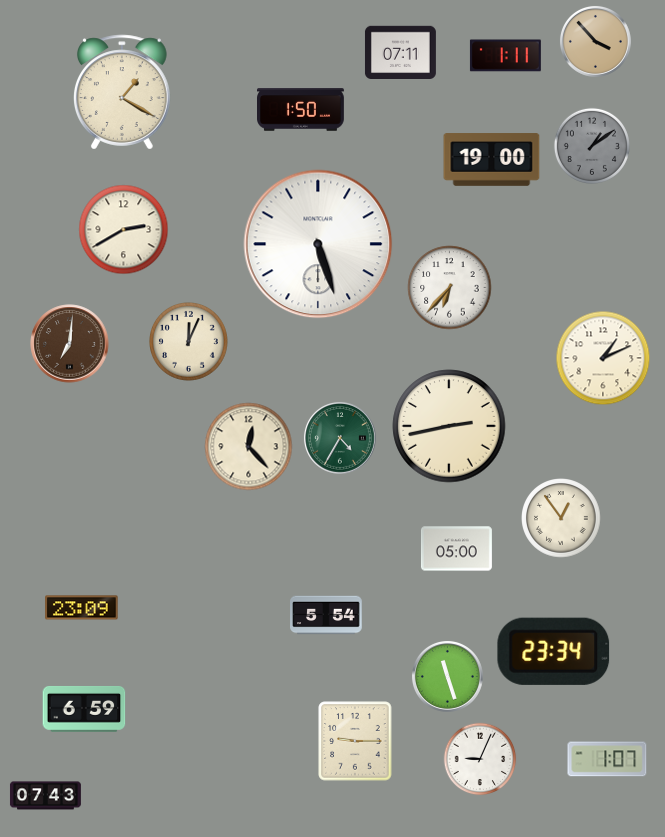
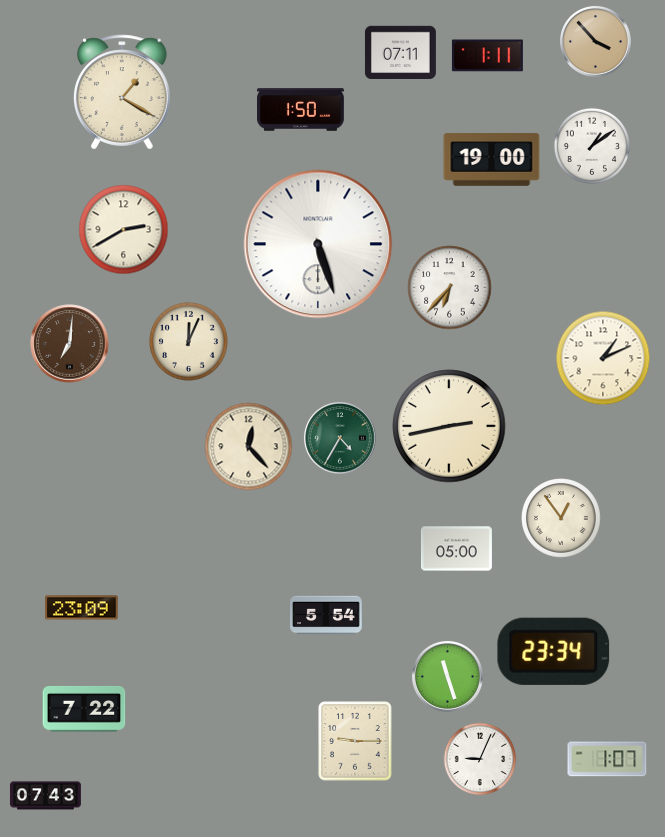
clock at (505, 56) position: (505, 56) -> (487, 56)
clock at (592, 146) dial: grey -> white
clock at (84, 709): 6:59 -> 7:22
